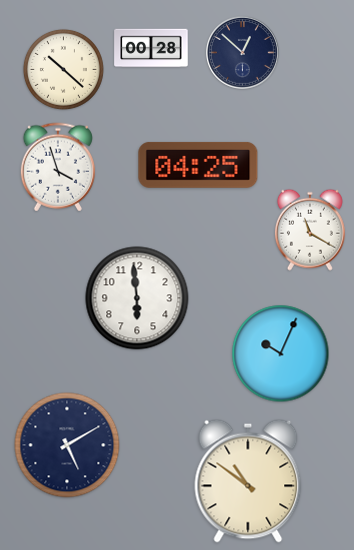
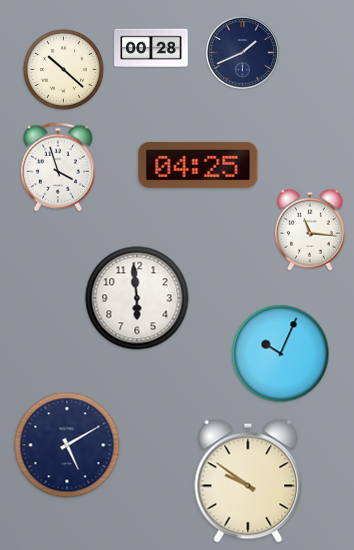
clock at (243, 53): 12:52 -> 1:41
clock at (310, 230): 11:20 -> 11:16
clock at (248, 481): 10:51 -> 9:51
